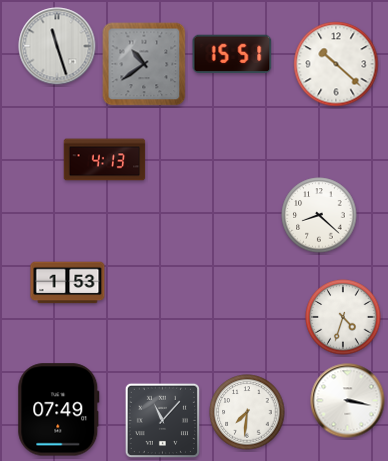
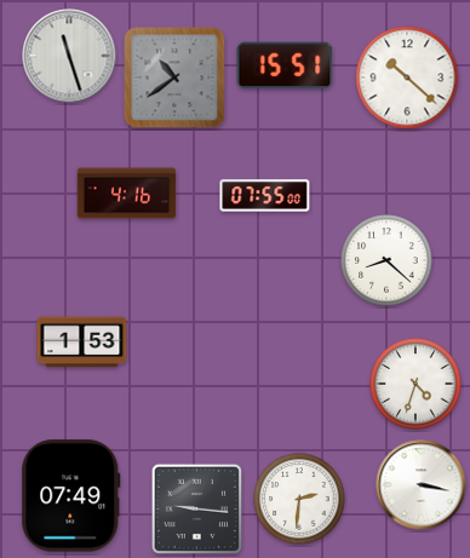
clock at (232, 53) position: (232, 53) -> (285, 64)
clock at (105, 160): 4:13 -> 4:16
clock at (265, 196): none -> 07:55
clock at (247, 412): 7:31 -> 2:31
clock at (162, 420): 11:07 -> 9:16
